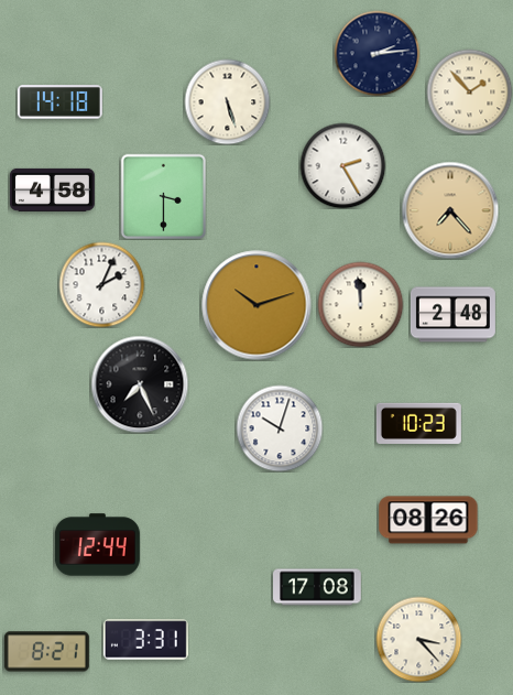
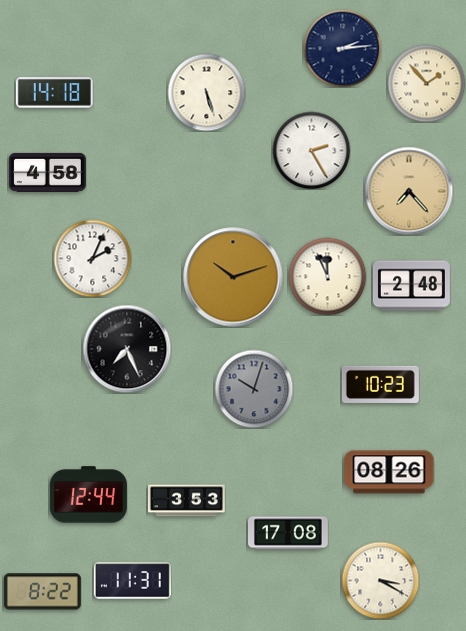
clock at (163, 196): 3:30 -> none
clock at (360, 304): 11:59 -> 11:56
clock at (280, 428) dial: white -> grey
clock at (186, 501): none -> 3:53
clock at (418, 639): 3:23 -> 3:20
clock at (145, 640): 3:31 -> 11:31
clock at (46, 652): 8:21 -> 8:22
